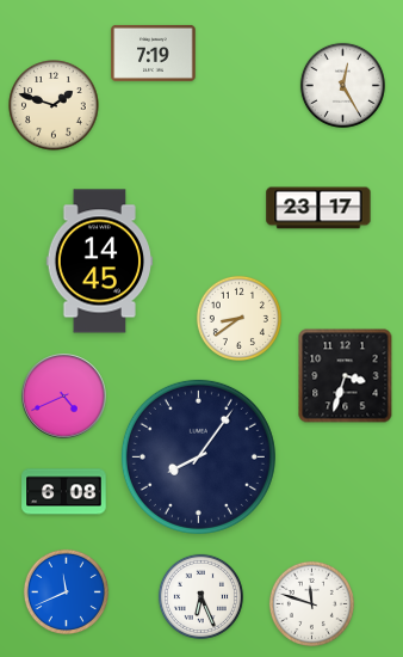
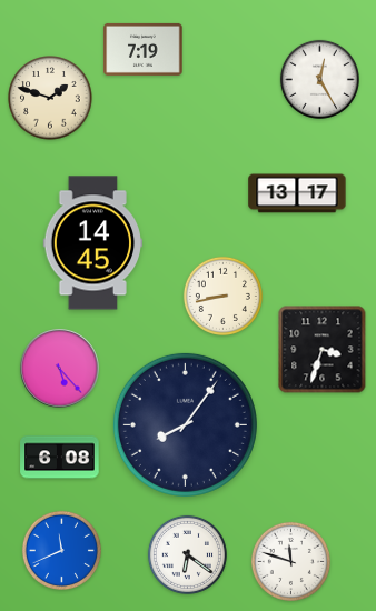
clock at (318, 208): 23:17 -> 13:17
clock at (238, 318): 8:39 -> 8:43
clock at (64, 397): 4:41 -> 5:23
clock at (200, 596): 6:26 -> 6:21
